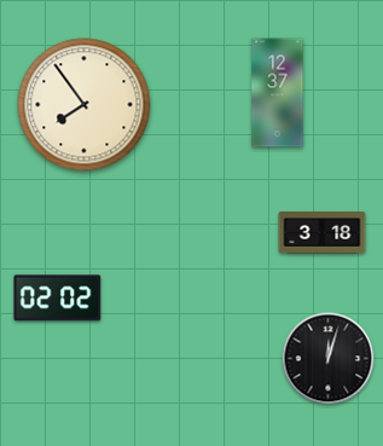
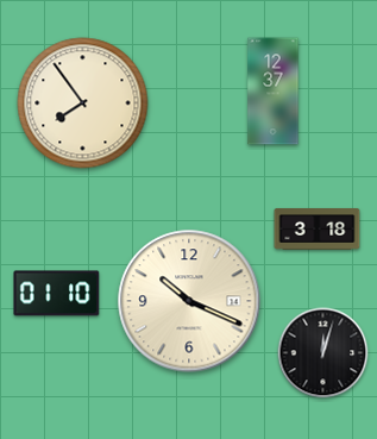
clock at (58, 299): 02:02 -> 01:10
clock at (189, 301): none -> 10:19
